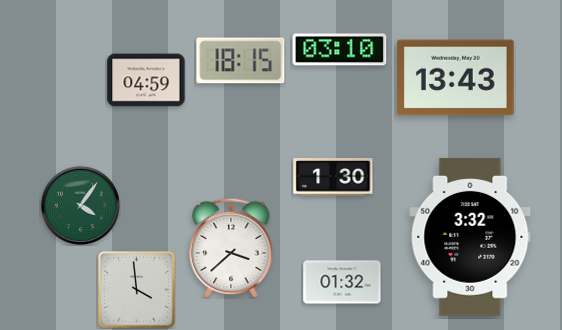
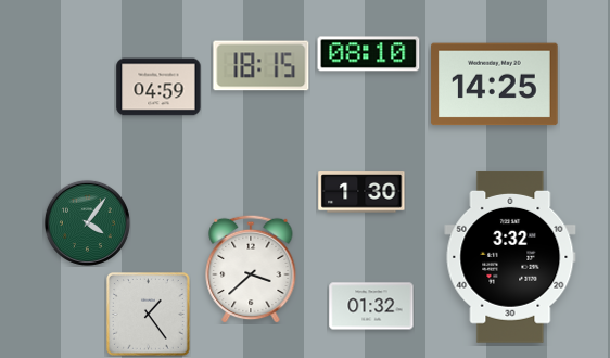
clock at (340, 50): 03:10 -> 08:10
clock at (456, 78): 13:43 -> 14:25
clock at (137, 290): 3:59 -> 1:24
